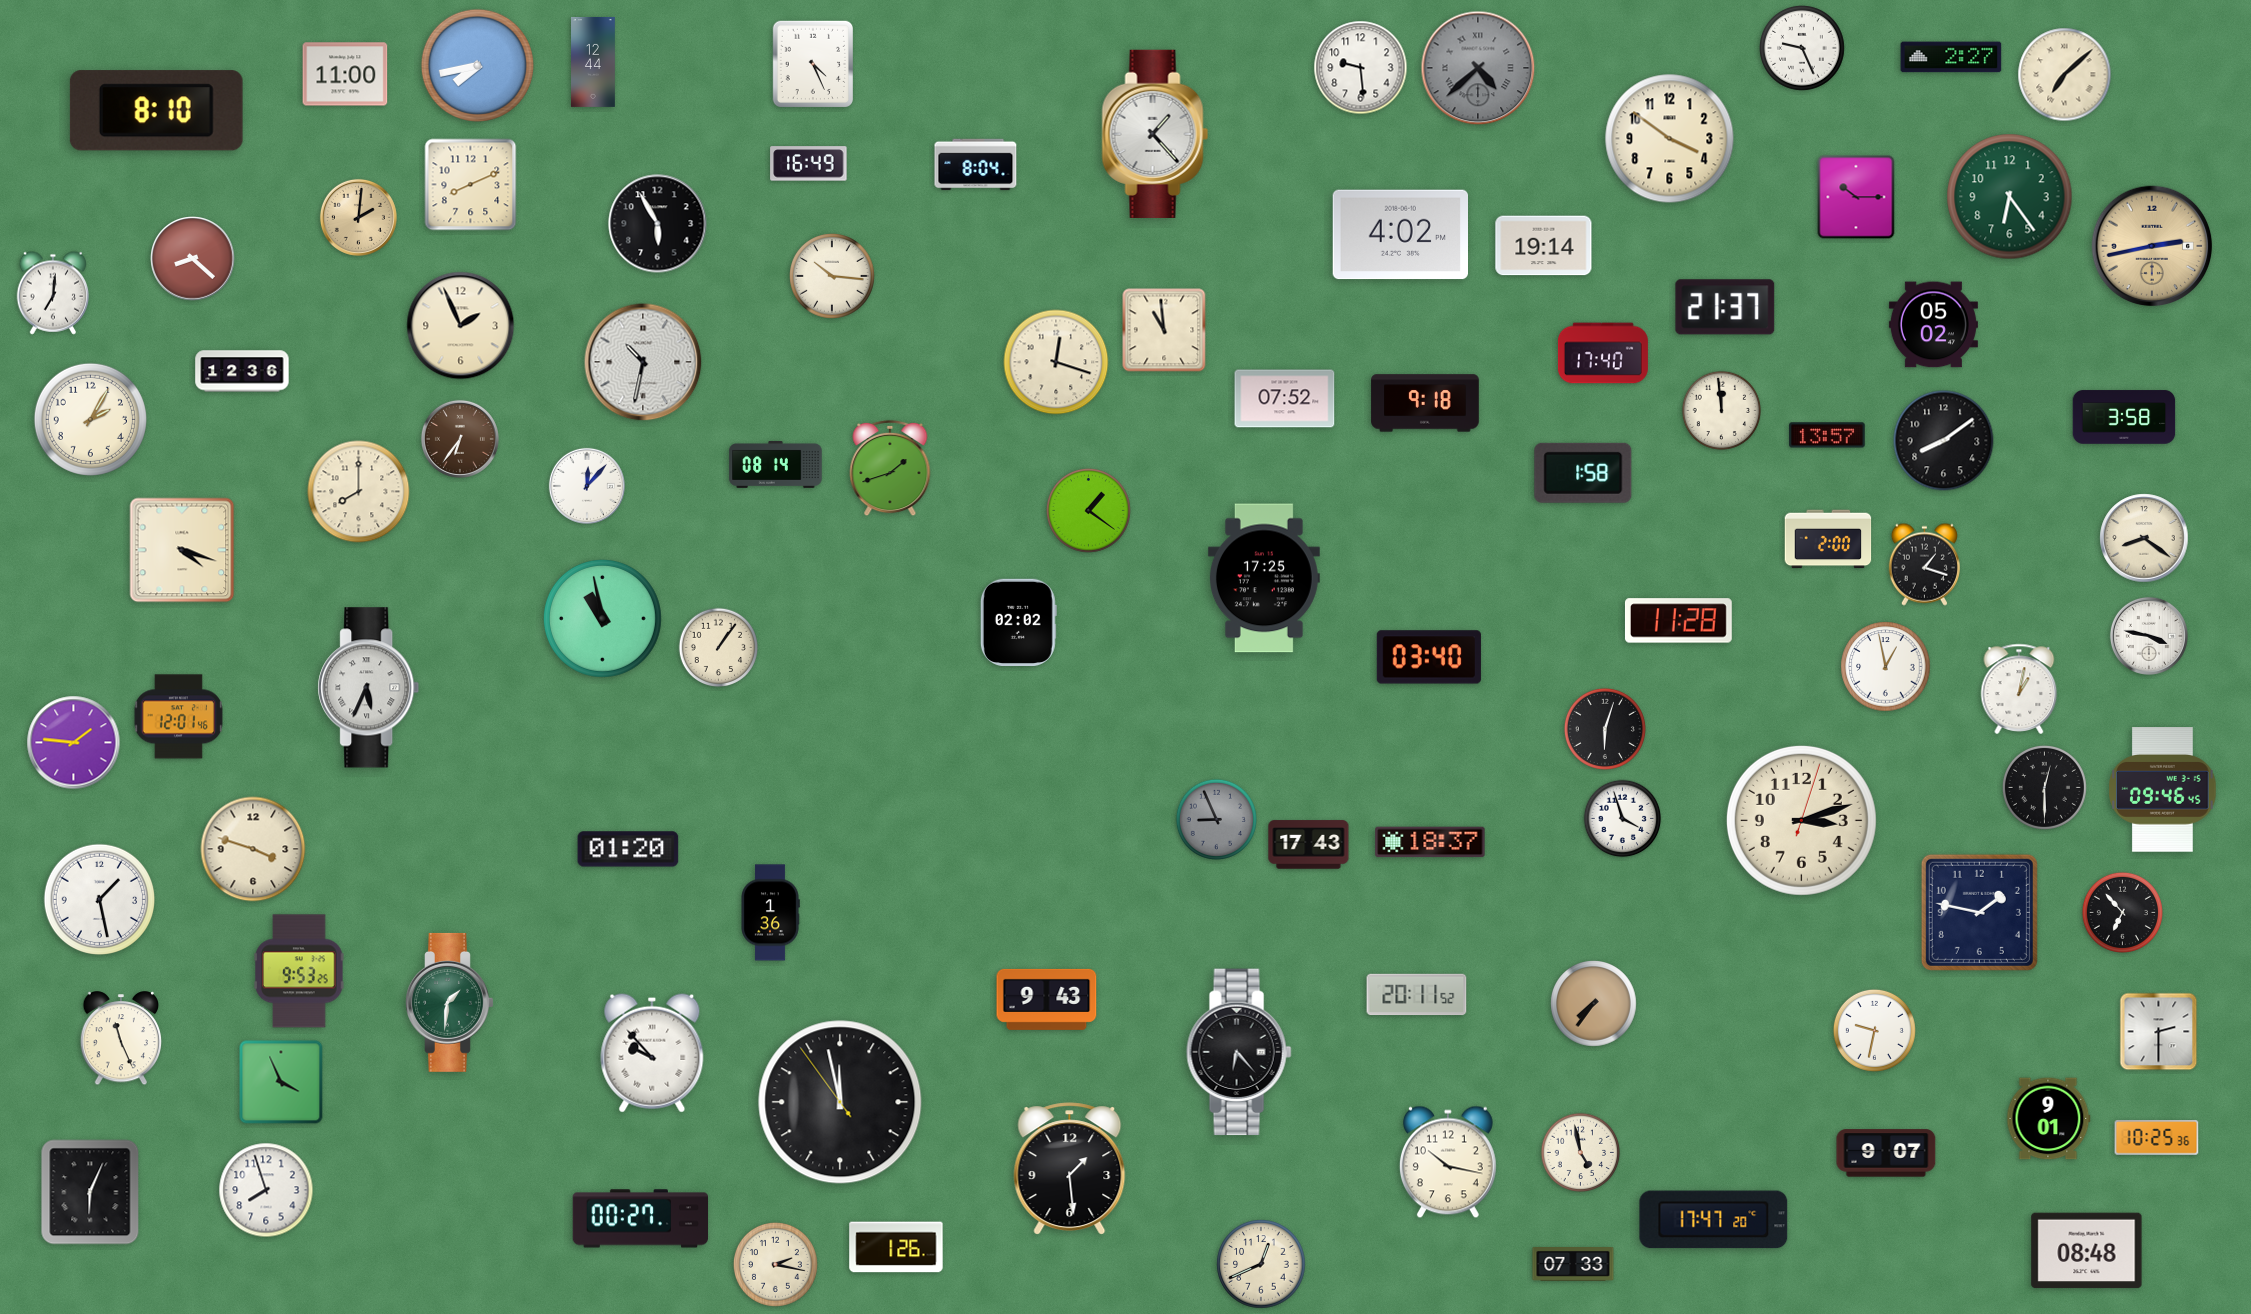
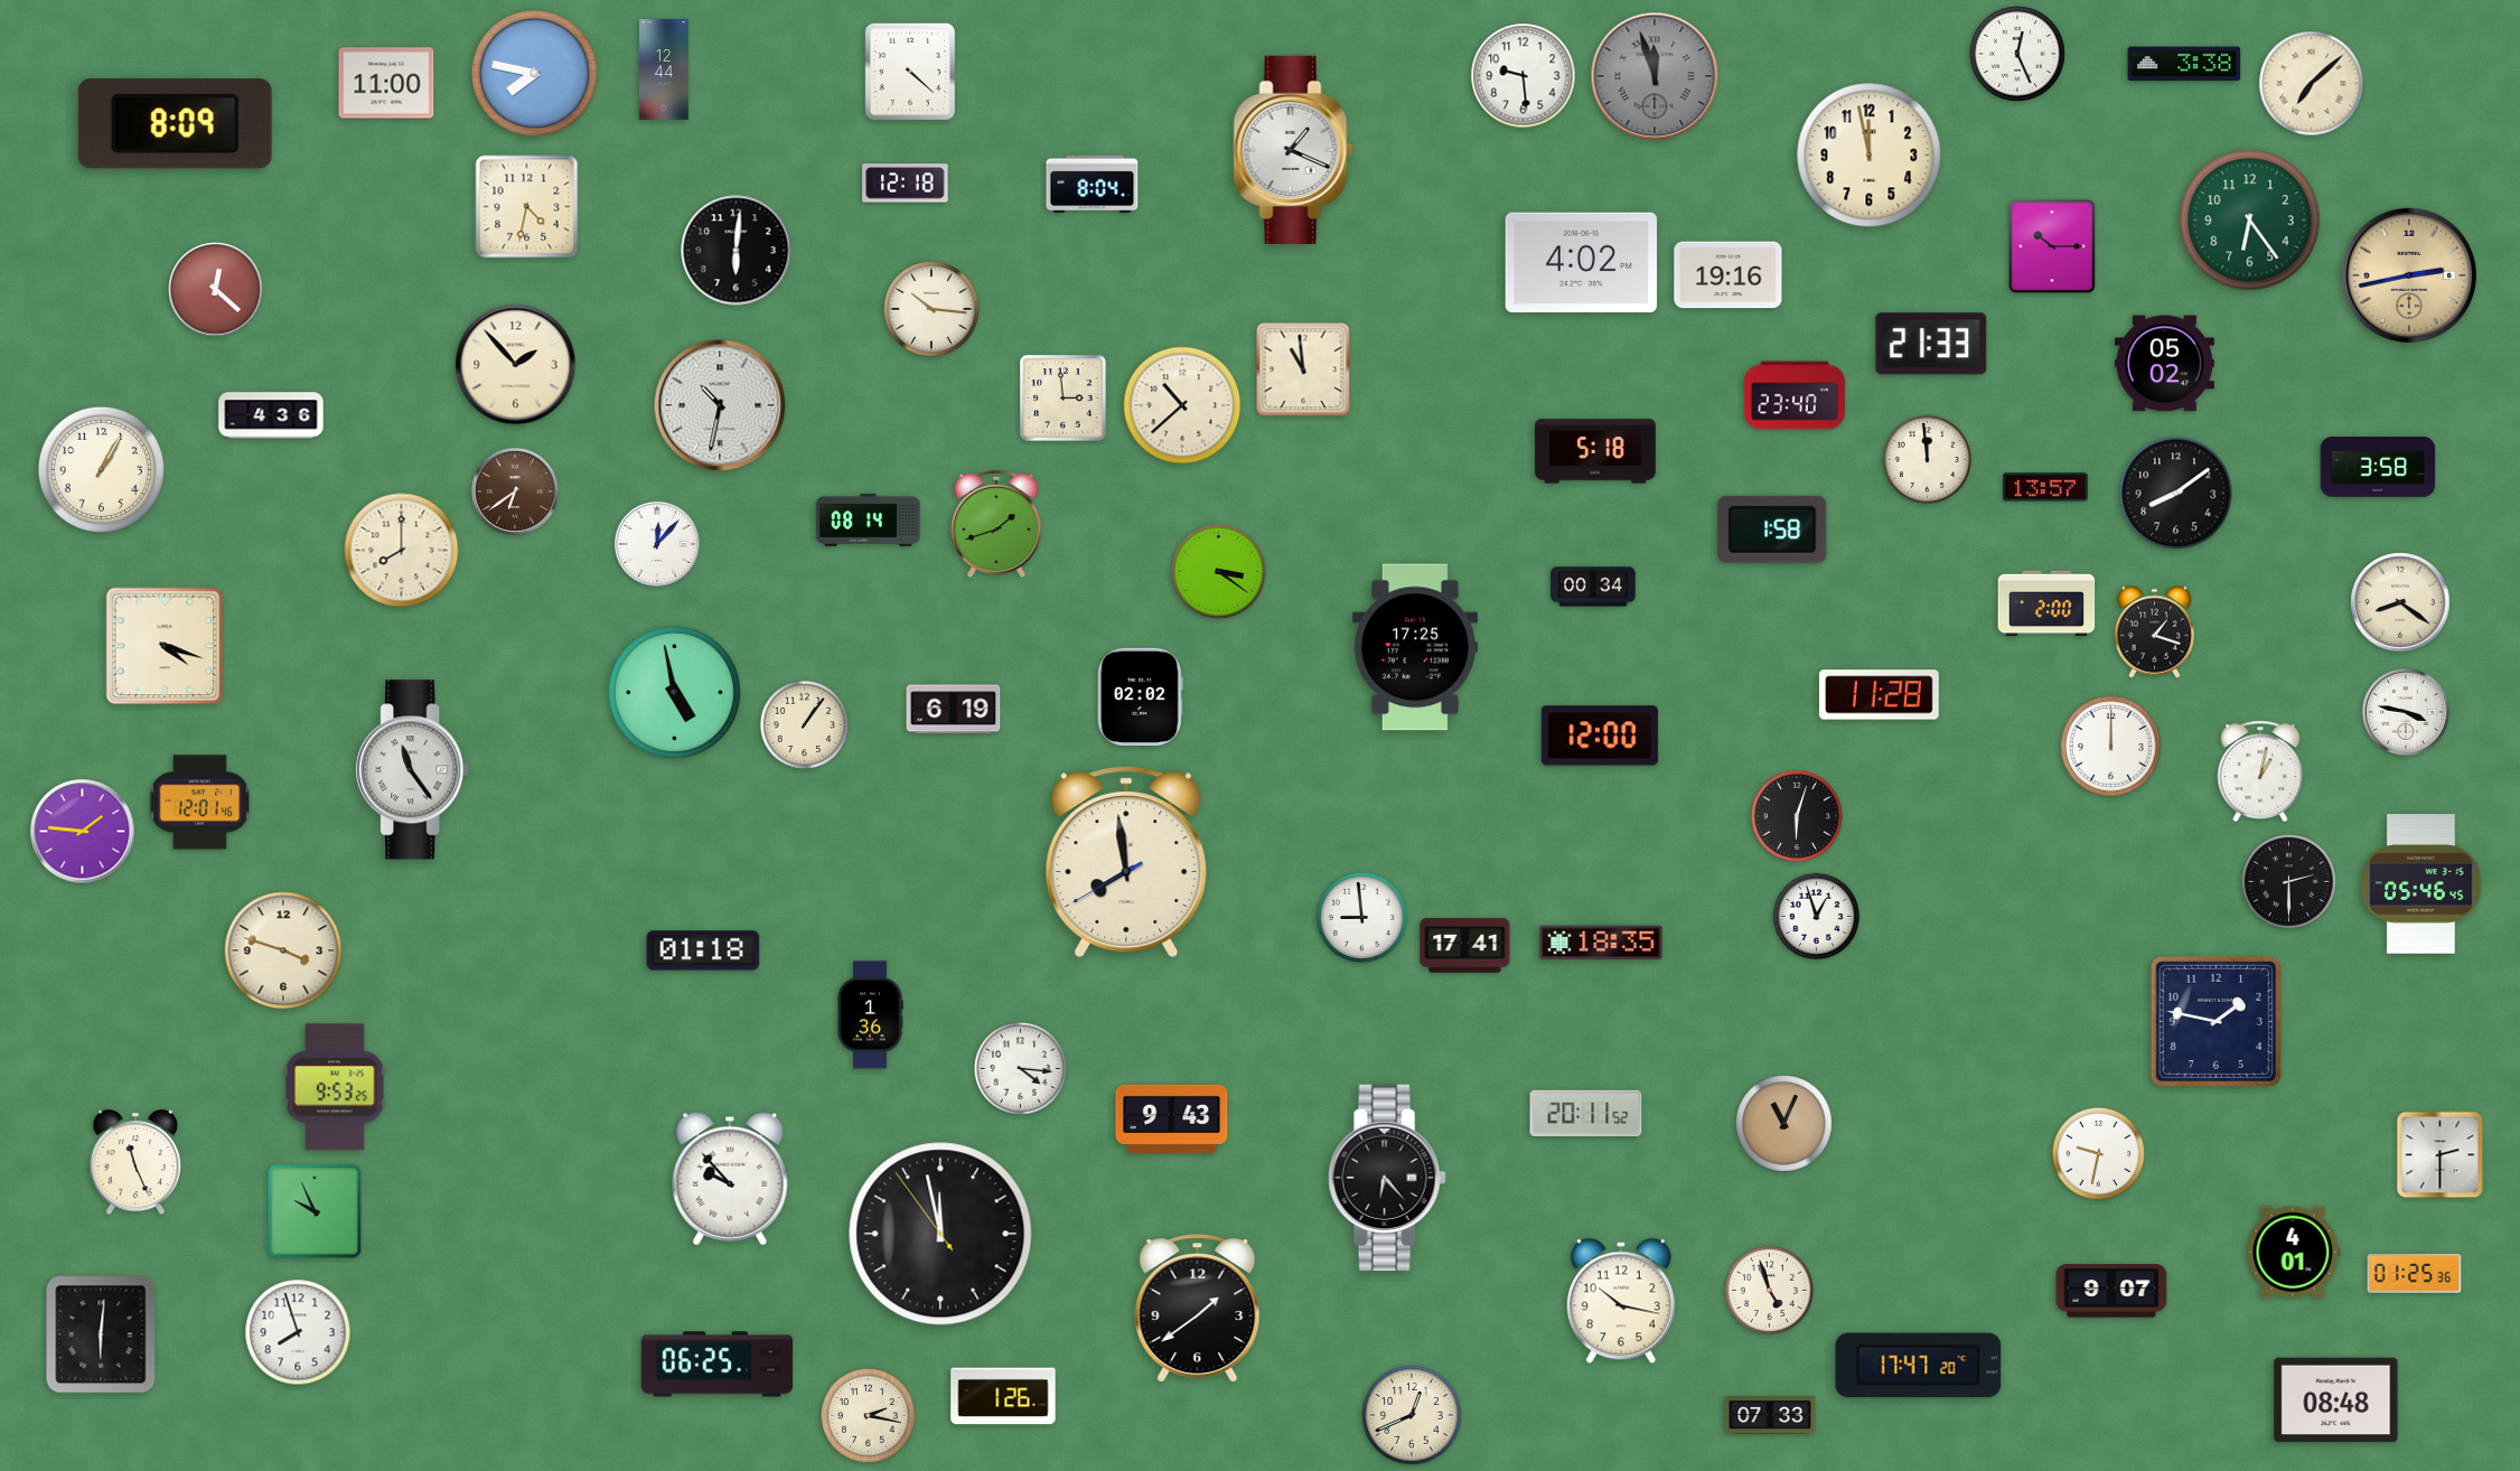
clock at (1803, 49): 9:26 -> 12:26
clock at (1951, 57): 2:27 -> 3:38
clock at (812, 63): 4:26 -> 4:22
clock at (477, 65): 7:43 -> 7:47
clock at (1478, 68): 4:38 -> 11:57
clock at (156, 111): 8:10 -> 8:09
clock at (1155, 134): 1:23 -> 1:19
clock at (1670, 139): 3:51 -> 11:58
clock at (809, 164): 16:49 -> 12:18
clock at (471, 185): 8:11 -> 4:32
clock at (1856, 197) position: (1856, 197) -> (2052, 246)
clock at (358, 217): 2:01 -> none
clock at (658, 224): 5:55 -> 6:01
clock at (1400, 235) position: (1400, 235) -> (1581, 263)
clock at (1544, 246): 19:14 -> 19:16
clock at (193, 259): 8:22 -> 12:22
clock at (53, 293): 7:01 -> none
clock at (1725, 307): 21:37 -> 21:33
clock at (461, 326): 1:56 -> 1:53
clock at (1603, 353): 17:40 -> 23:40
clock at (1064, 399): none -> 2:59
clock at (1056, 362): 12:18 -> 10:38
clock at (242, 371): 12:36 -> 4:36
clock at (1285, 399): 07:52 -> none
clock at (1425, 403): 9:18 -> 5:18
clock at (90, 419): 2:05 -> 1:05
clock at (460, 439): 6:36 -> 6:39
clock at (1088, 510): 1:21 -> 3:21
clock at (1593, 587): none -> 00:34
clock at (182, 550) position: (182, 550) -> (165, 646)
clock at (602, 618): 10:58 -> 4:58
clock at (954, 710): none -> 6:19
clock at (1429, 657): 03:40 -> 12:00
clock at (1886, 667): 12:58 -> 12:00
clock at (369, 688): 5:34 -> 11:24
clock at (1126, 862): none -> 7:58
clock at (2044, 787): 12:30 -> 2:30
clock at (2163, 790): 09:46 -> 05:46
clock at (1216, 819): 8:56 -> 8:59
clock at (1216, 819) dial: grey -> white
clock at (1623, 819): 3:57 -> 12:57
clock at (1801, 820): 3:12 -> none
clock at (1430, 842): 18:37 -> 18:35
clock at (1309, 845): 17:43 -> 17:41
clock at (628, 849): 01:20 -> 01:18
clock at (99, 899): 1:28 -> none
clock at (2122, 912): 6:53 -> none
clock at (770, 913) position: (770, 913) -> (870, 1015)
clock at (1020, 1068): none -> 4:16
clock at (450, 1002): 1:31 -> none
clock at (1594, 1004): 7:36 -> 11:04
clock at (2159, 1032) position: (2159, 1032) -> (2441, 1155)
clock at (281, 1082): 3:56 -> 9:56
clock at (2049, 1119): 9:01 -> 4:01
clock at (2157, 1138): 10:25 -> 01:25
clock at (1581, 1153): 4:58 -> 4:57
clock at (1070, 1169): 1:29 -> 1:39
clock at (90, 1192): 6:04 -> 6:01
clock at (641, 1219): 00:27 -> 06:25
clock at (1573, 1265) position: (1573, 1265) -> (1770, 1416)
